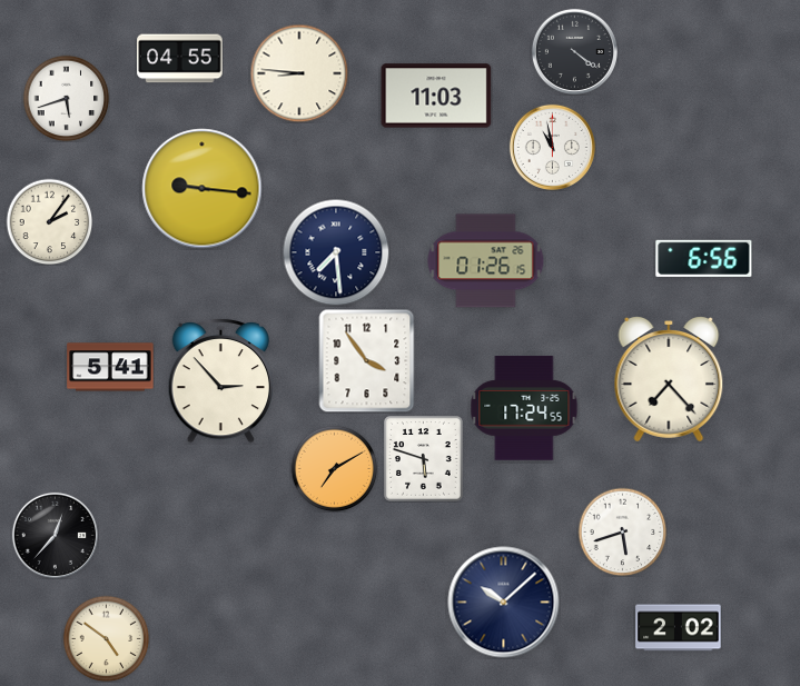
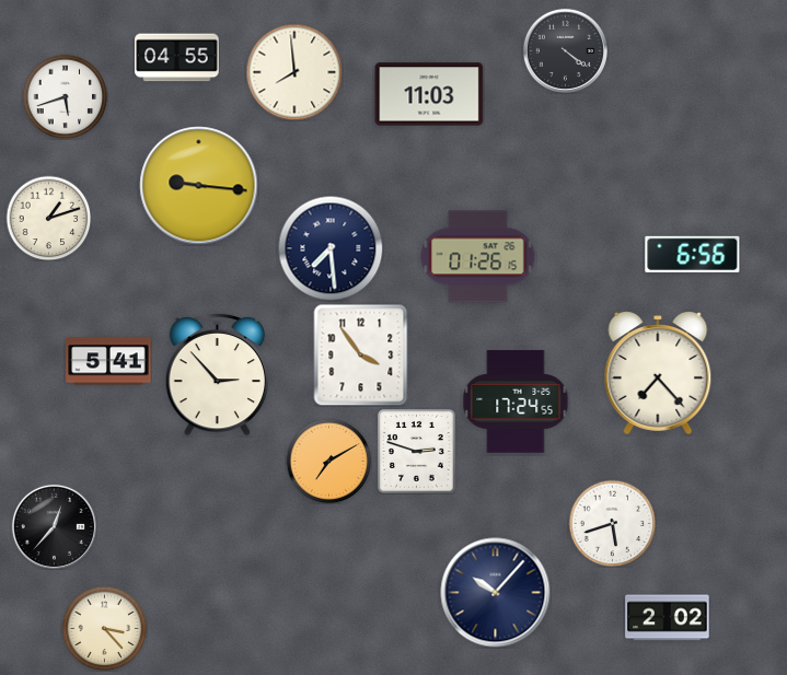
clock at (299, 73): 8:46 -> 7:59
clock at (552, 147): 10:58 -> none
clock at (49, 221): 2:06 -> 1:12
clock at (424, 459): 5:48 -> 2:48
clock at (504, 603): 10:08 -> 10:07
clock at (106, 638): 4:51 -> 3:23
